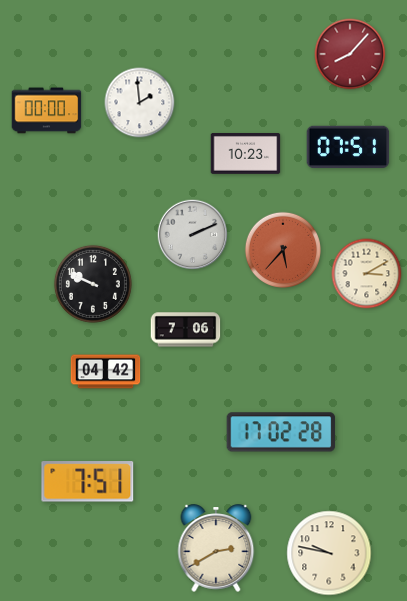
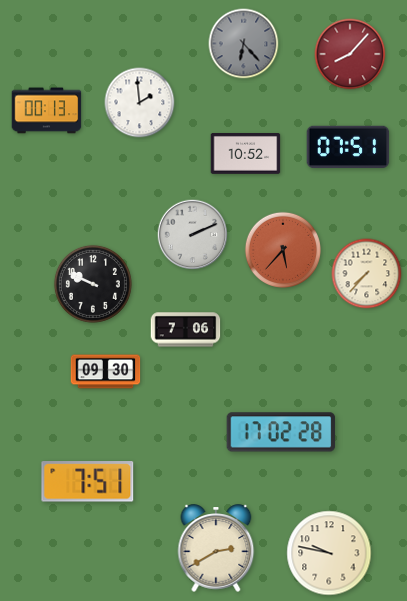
clock at (244, 44): none -> 6:23
clock at (47, 111): 00:00 -> 00:13
clock at (246, 154): 10:23 -> 10:52
clock at (367, 274): 3:10 -> 7:37
clock at (106, 372): 04:42 -> 09:30
